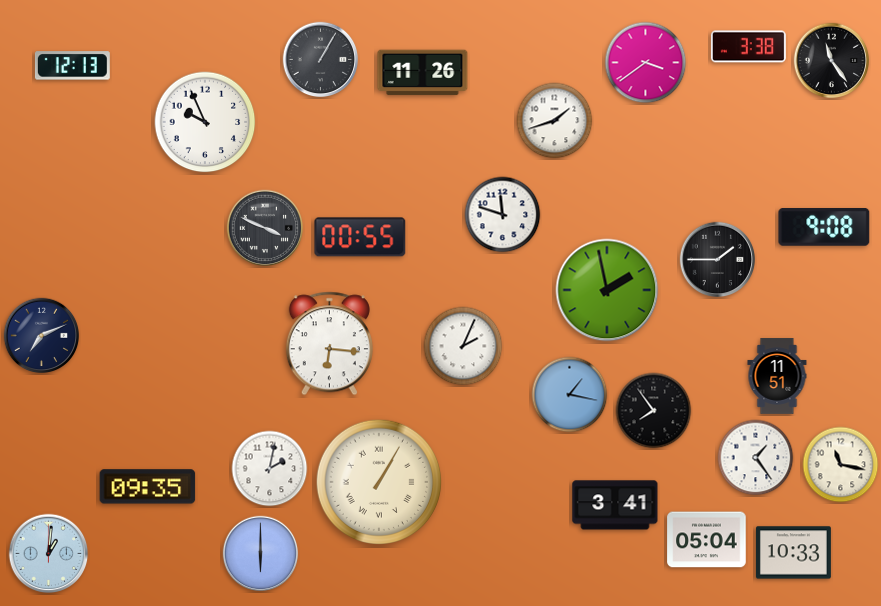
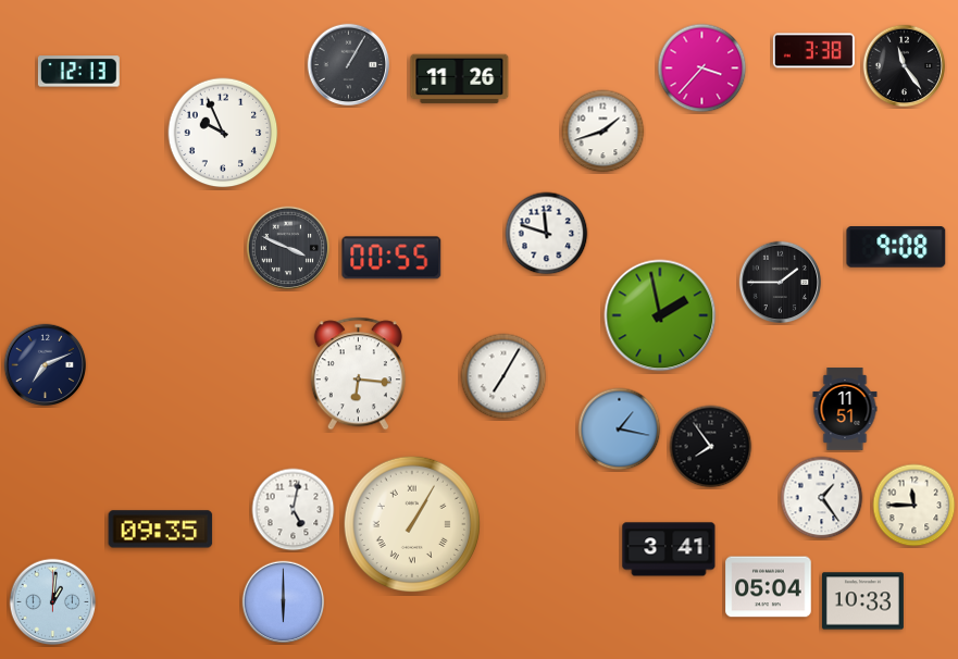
clock at (646, 63): 3:39 -> 3:37
clock at (463, 346): 2:04 -> 7:05
clock at (841, 465): 11:17 -> 11:45
clock at (270, 469): 2:02 -> 5:02
